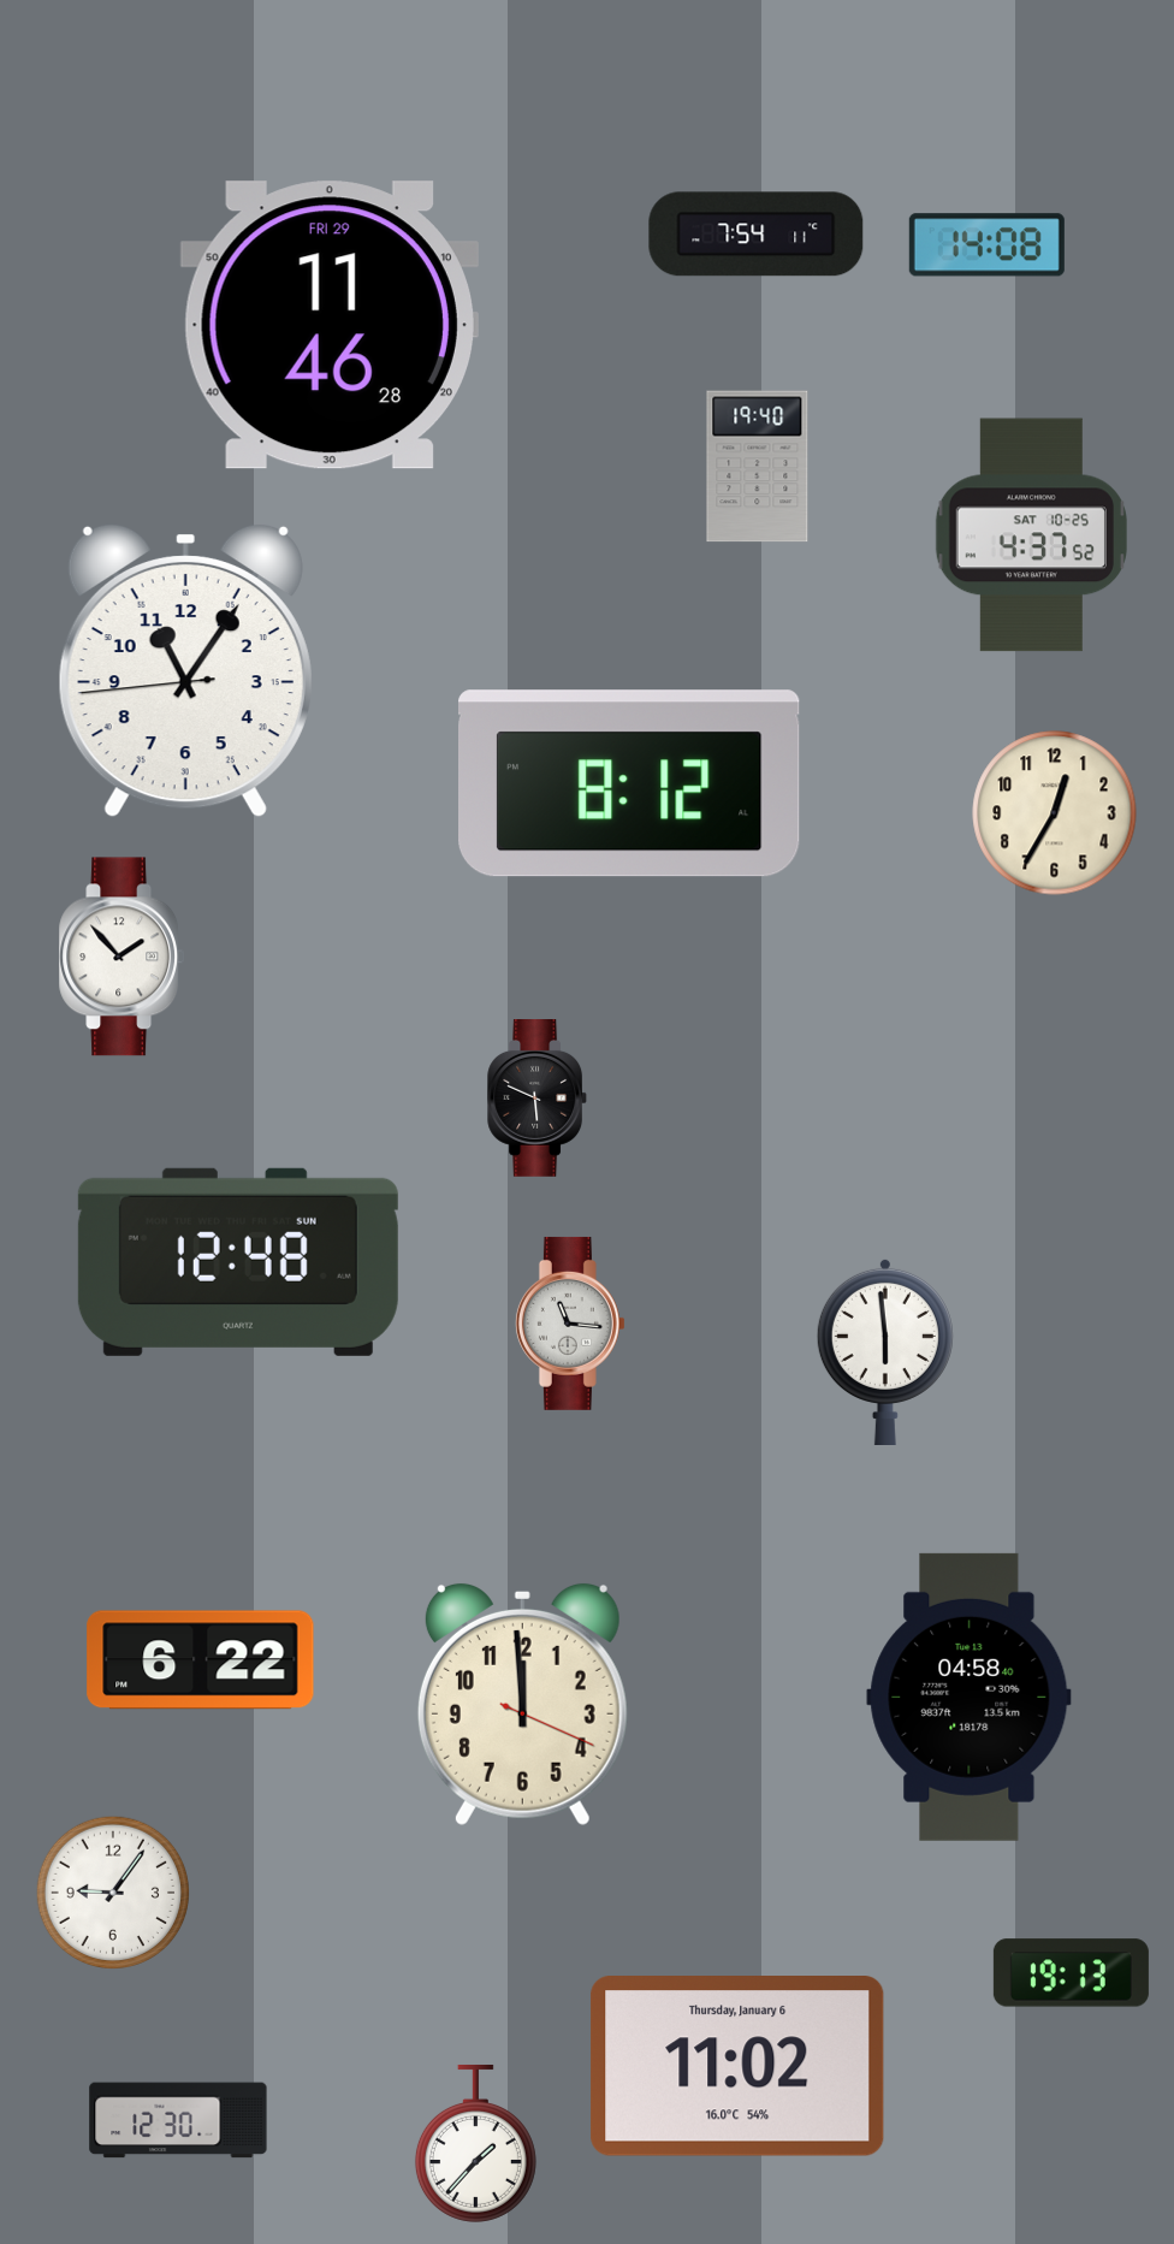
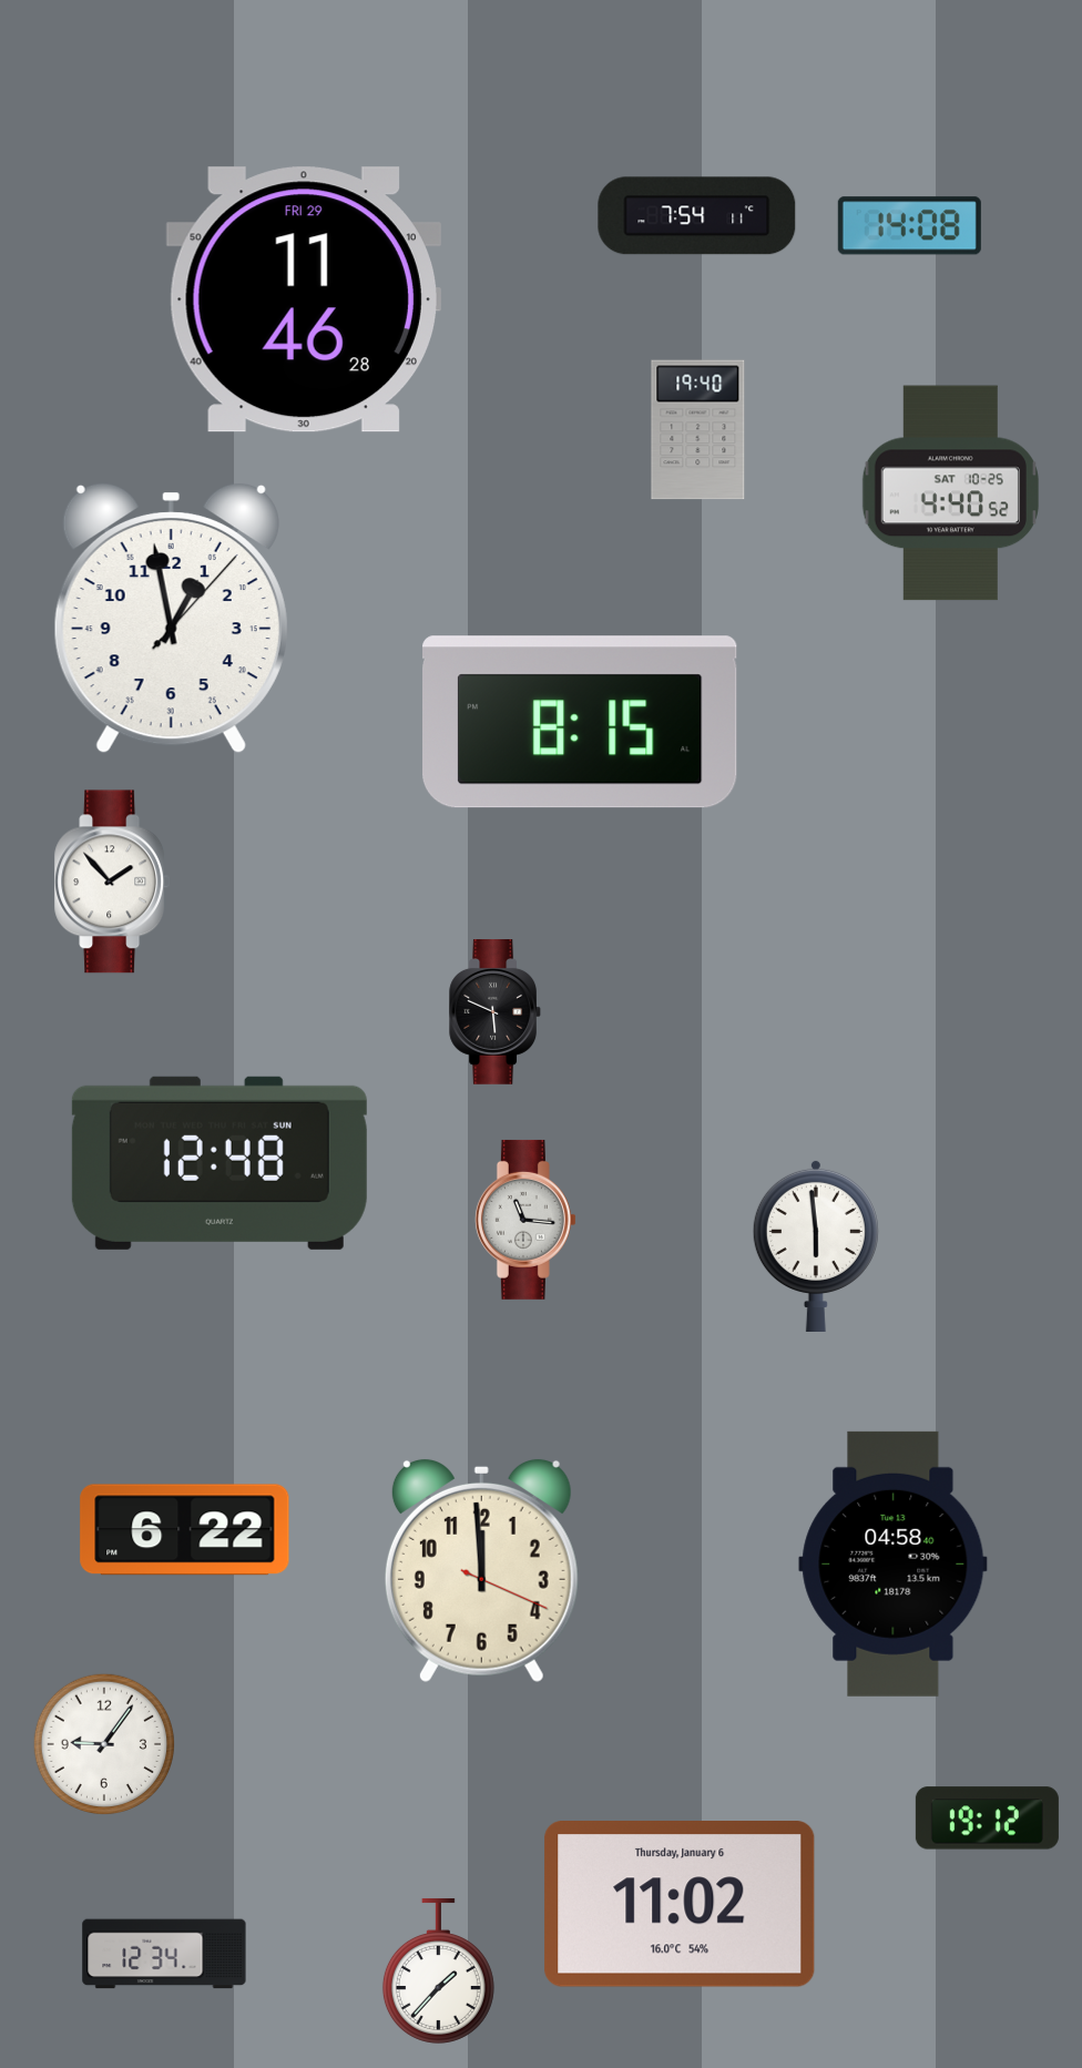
clock at (1031, 535): 4:37 -> 4:40
clock at (185, 671): 11:05 -> 12:58
clock at (630, 783): 8:12 -> 8:15
clock at (1055, 813): 12:35 -> none
clock at (1071, 1973): 19:13 -> 19:12
clock at (178, 2120): 12:30 -> 12:34
clock at (475, 2143) position: (475, 2143) -> (438, 1970)
